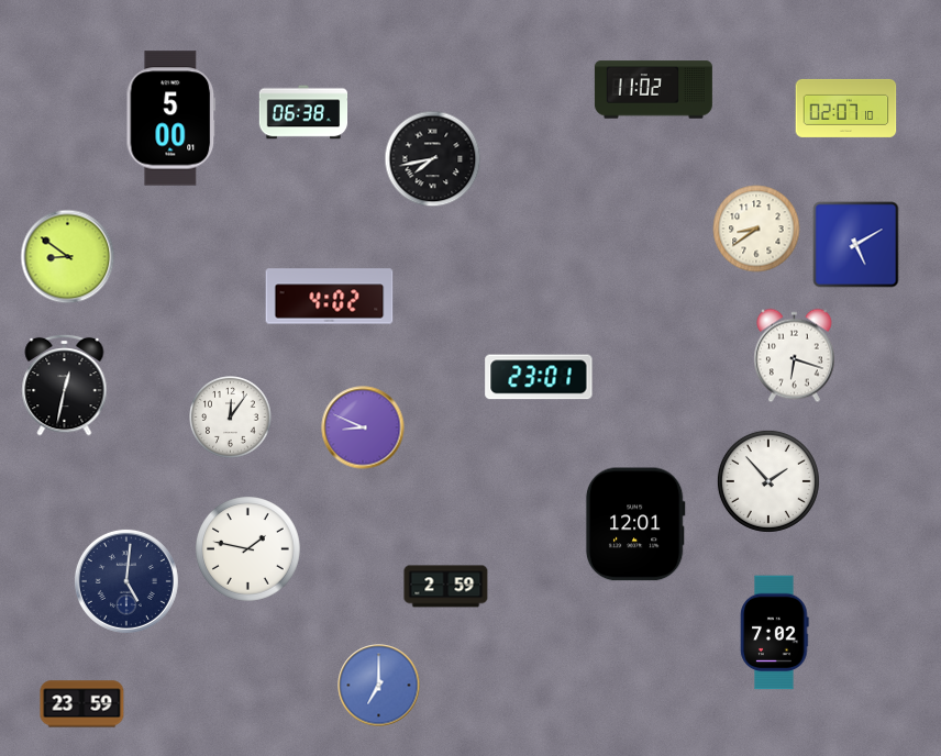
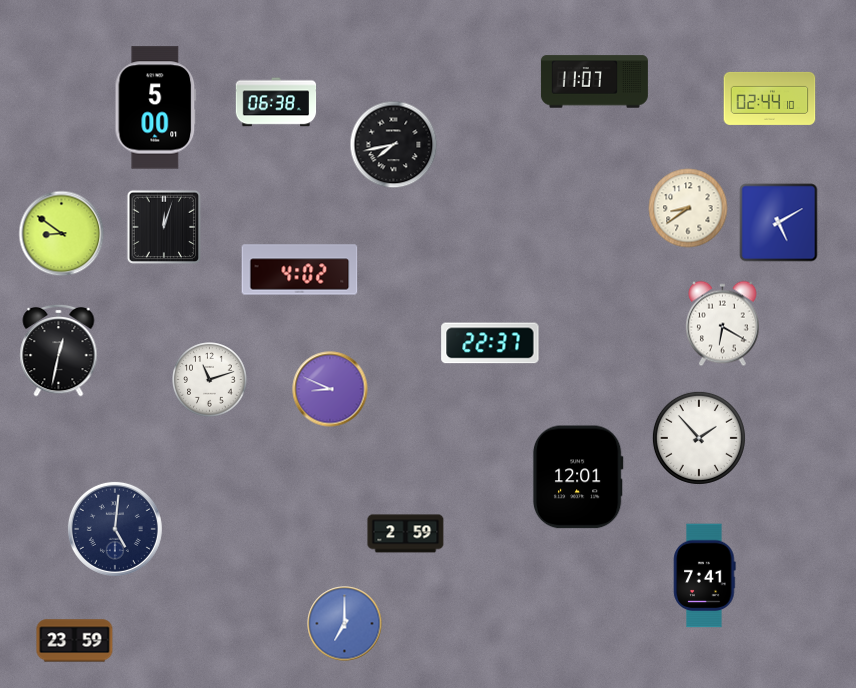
clock at (653, 90): 11:02 -> 11:07
clock at (846, 108): 02:07 -> 02:44
clock at (164, 227): none -> 12:03
clock at (795, 356): 6:18 -> 6:20
clock at (539, 377): 23:01 -> 22:37
clock at (231, 418): 12:06 -> 11:12
clock at (248, 549): 1:47 -> none
clock at (775, 633): 7:02 -> 7:41
